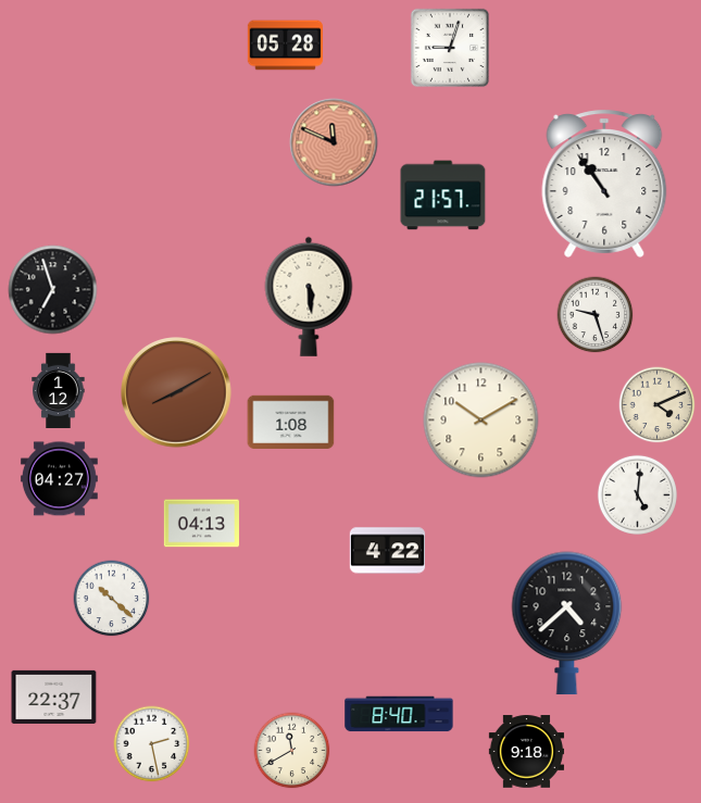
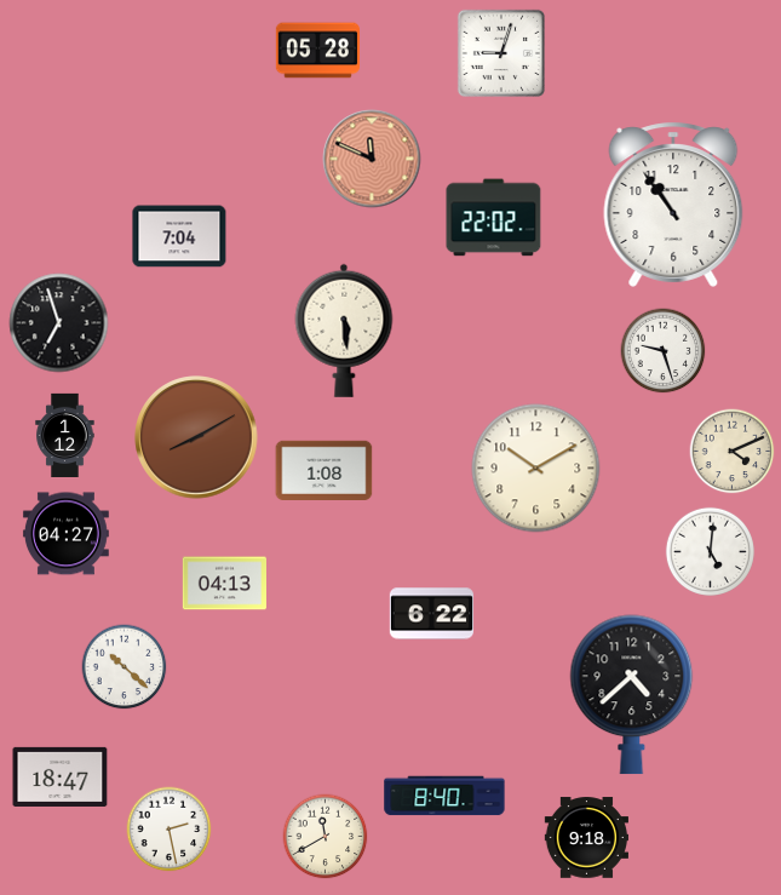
clock at (443, 196): 21:57 -> 22:02
clock at (179, 236): none -> 7:04
clock at (387, 551): 4:22 -> 6:22
clock at (54, 697): 22:37 -> 18:47
